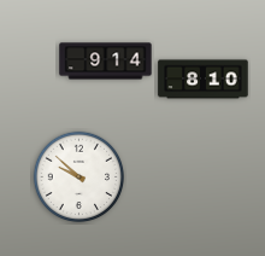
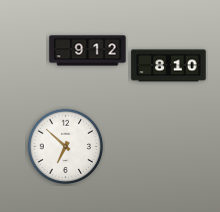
clock at (106, 62): 9:14 -> 9:12
clock at (79, 178): 9:52 -> 6:52
